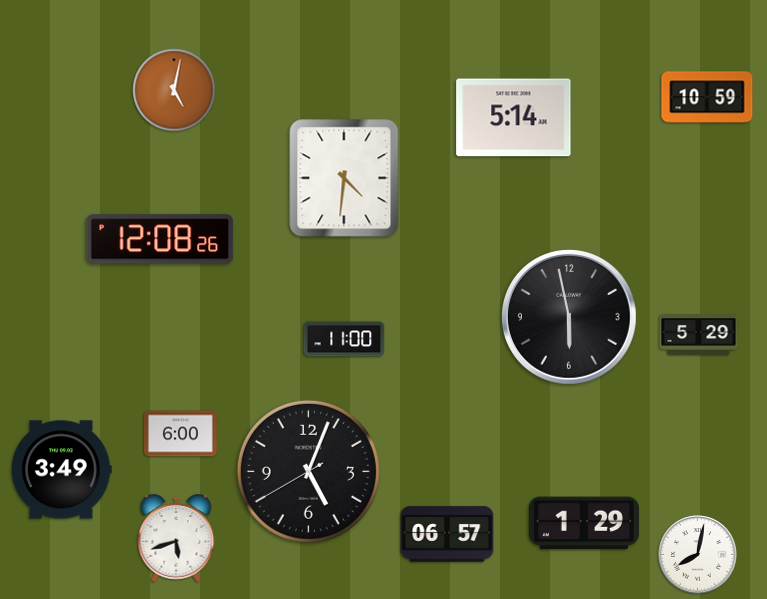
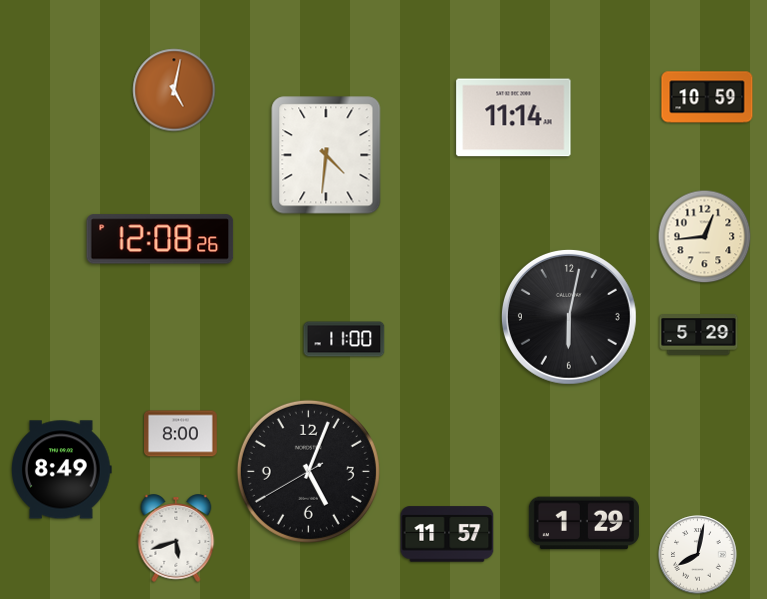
clock at (514, 118): 5:14 -> 11:14
clock at (344, 178) position: (344, 178) -> (326, 155)
clock at (705, 237): none -> 12:44
clock at (569, 317): 5:58 -> 6:02
clock at (181, 434): 6:00 -> 8:00
clock at (62, 470): 3:49 -> 8:49
clock at (447, 534): 06:57 -> 11:57
